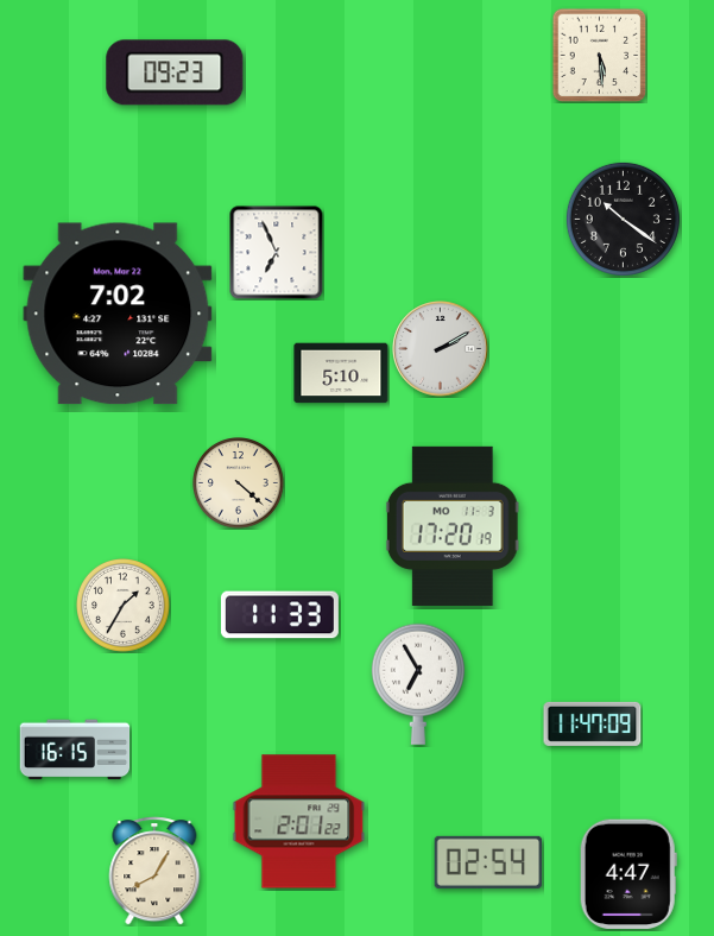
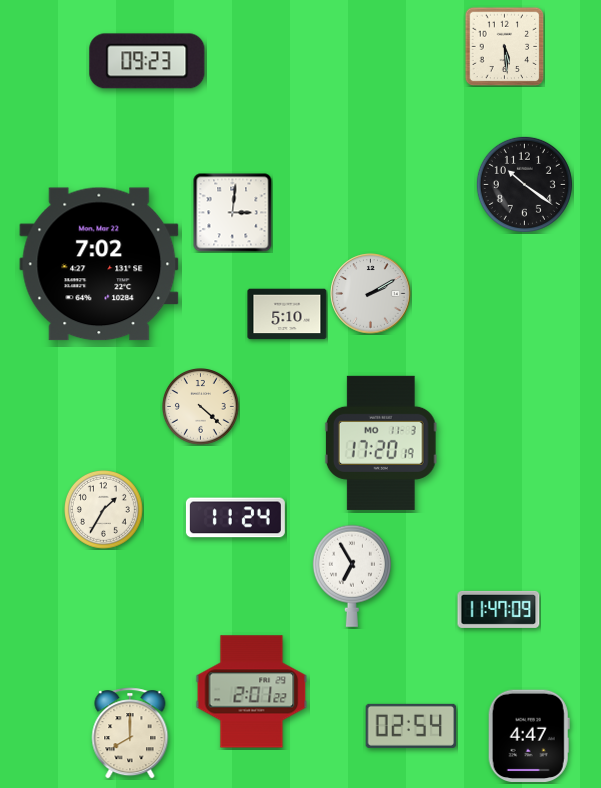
clock at (277, 253): 6:56 -> 3:01
clock at (279, 615): 11:33 -> 11:24
clock at (75, 750): 16:15 -> none
clock at (154, 871): 8:05 -> 8:00
